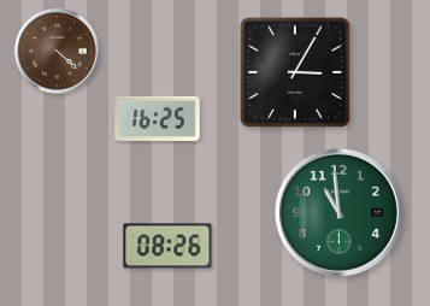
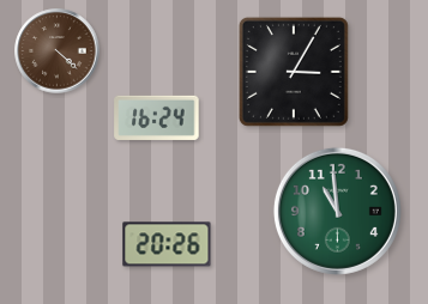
clock at (158, 118): 16:25 -> 16:24
clock at (167, 246): 08:26 -> 20:26
